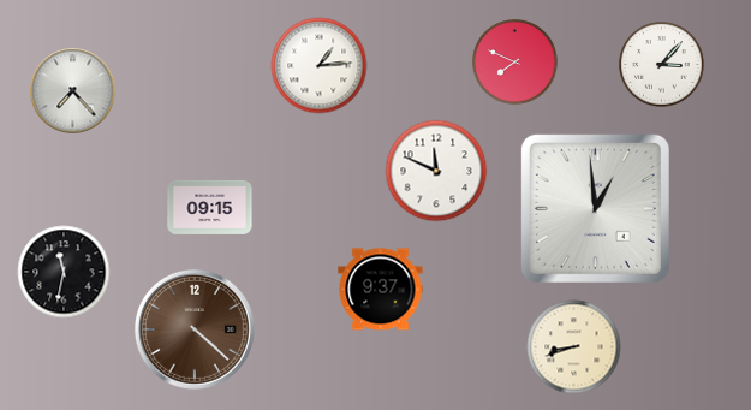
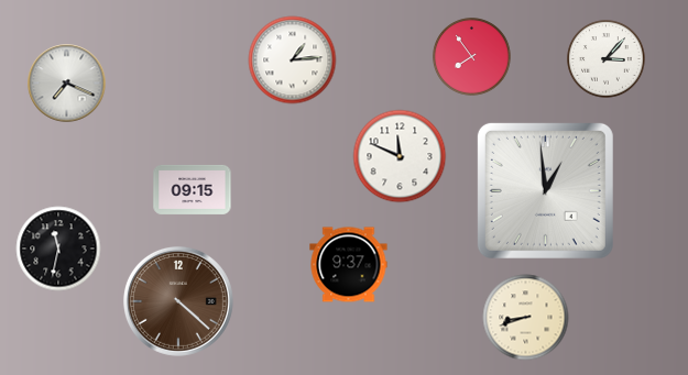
clock at (515, 63): 7:49 -> 7:54
clock at (73, 91): 7:23 -> 7:19
